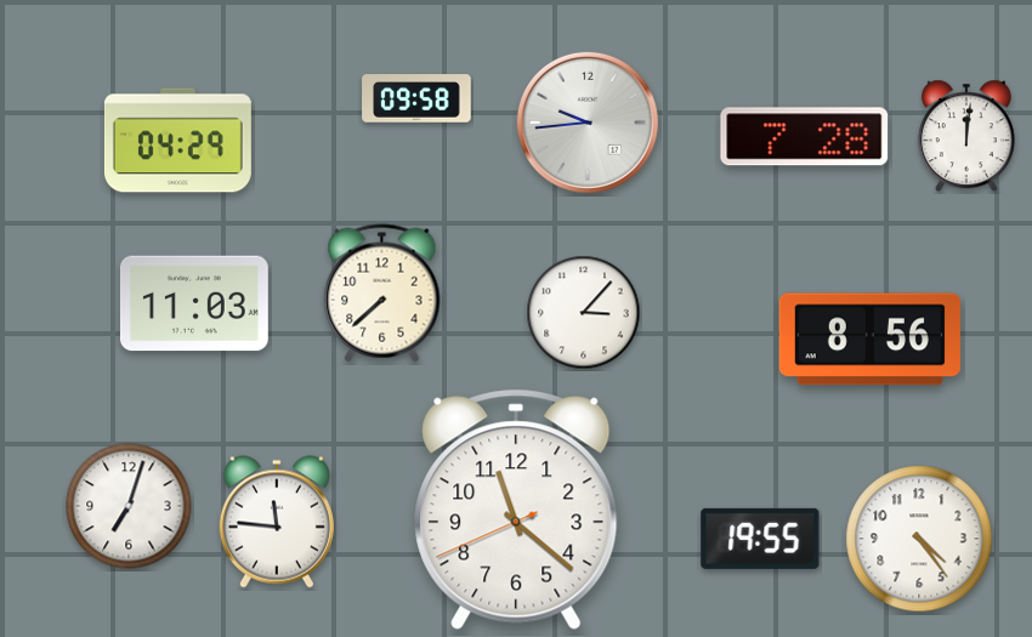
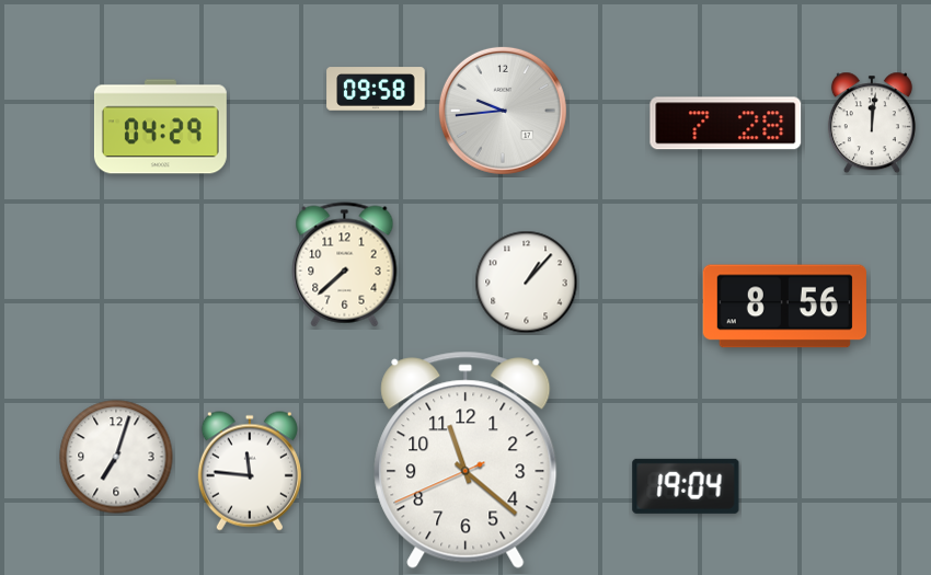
clock at (588, 123) position: (588, 123) -> (503, 111)
clock at (194, 303): 11:03 -> none
clock at (584, 313): 3:07 -> 1:07
clock at (760, 539): 19:55 -> 19:04
clock at (919, 539): 4:24 -> none
